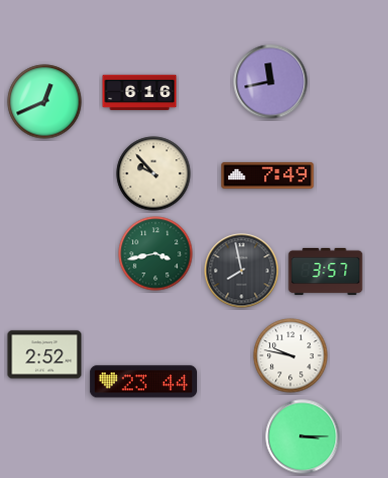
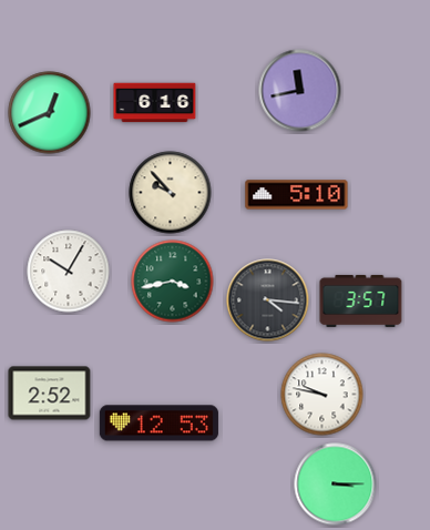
clock at (268, 176): 7:49 -> 5:10
clock at (69, 272): none -> 10:05
clock at (242, 271): 7:58 -> 4:16
clock at (143, 382): 23:44 -> 12:53
